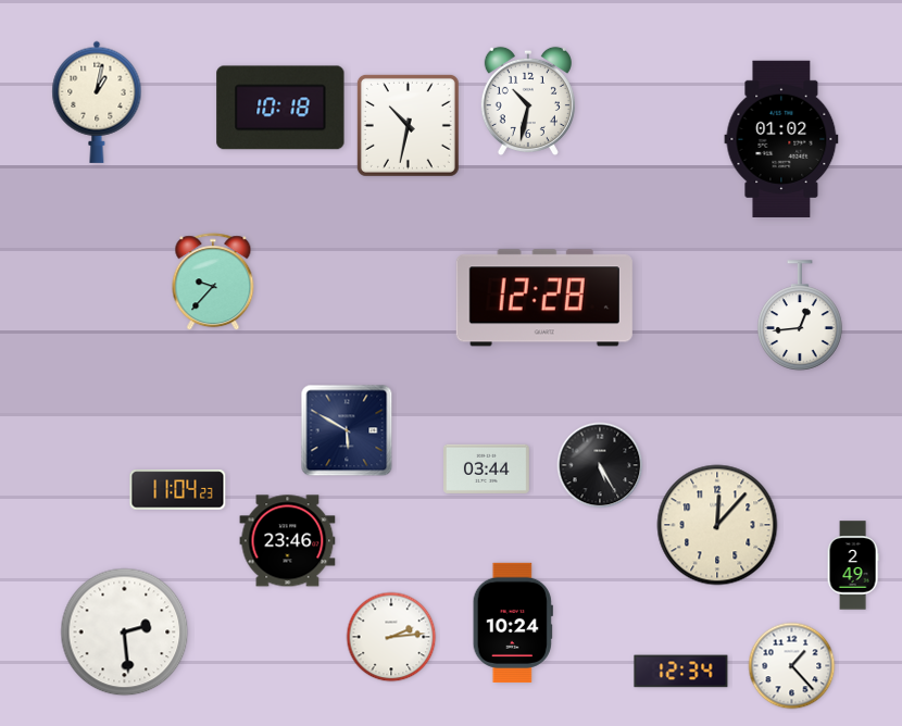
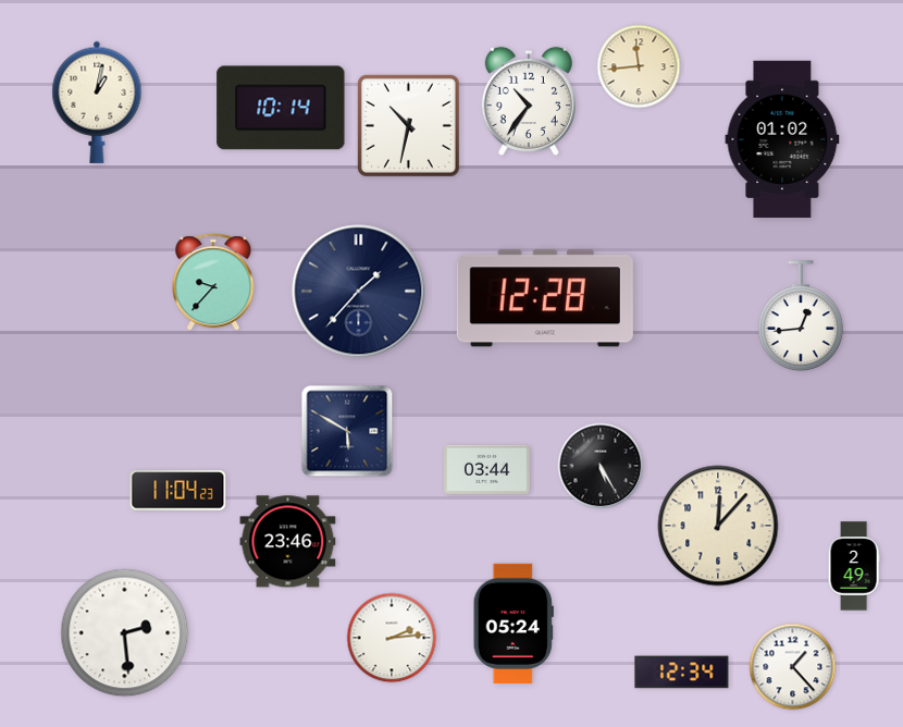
clock at (639, 66): none -> 11:44
clock at (528, 100): 10:32 -> 10:36
clock at (280, 108): 10:18 -> 10:14
clock at (359, 292): none -> 1:37
clock at (513, 623): 10:24 -> 05:24
